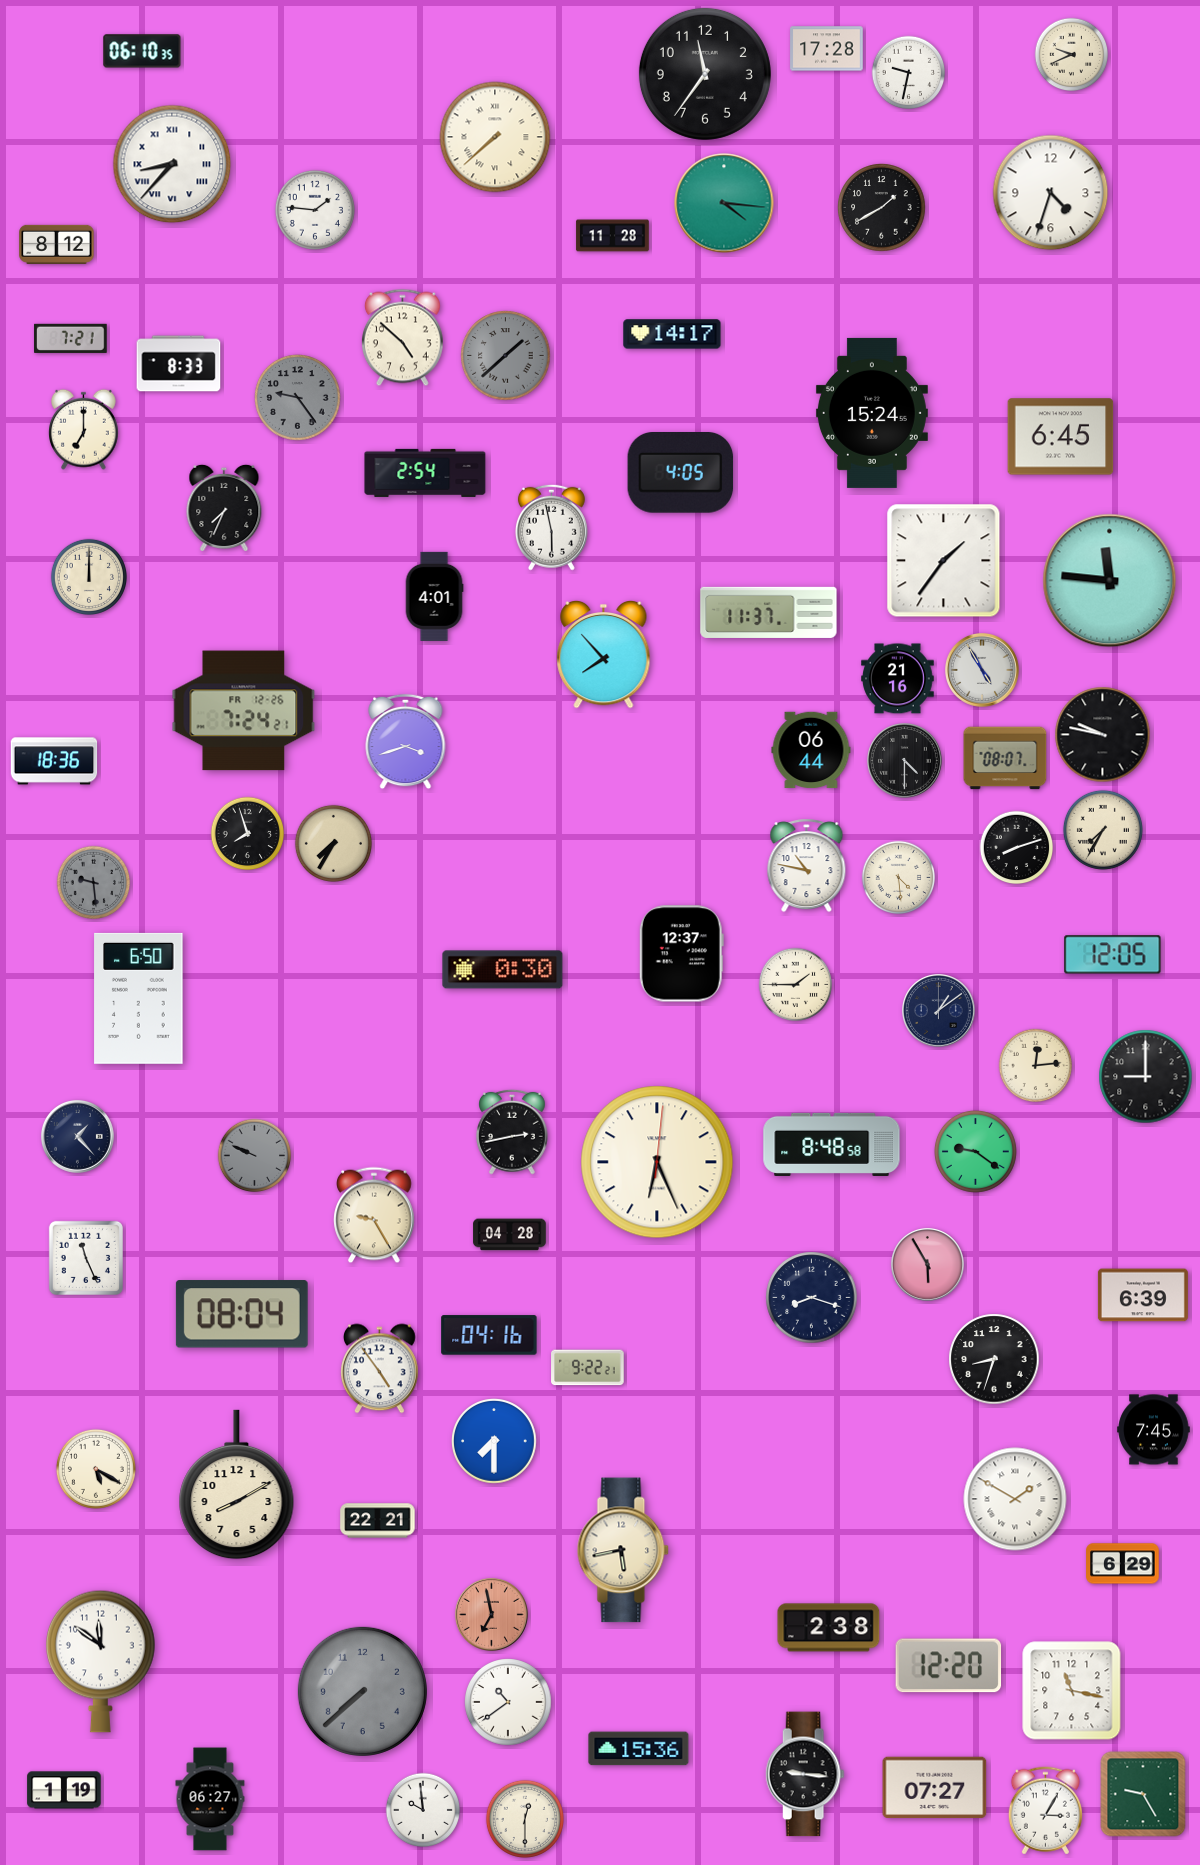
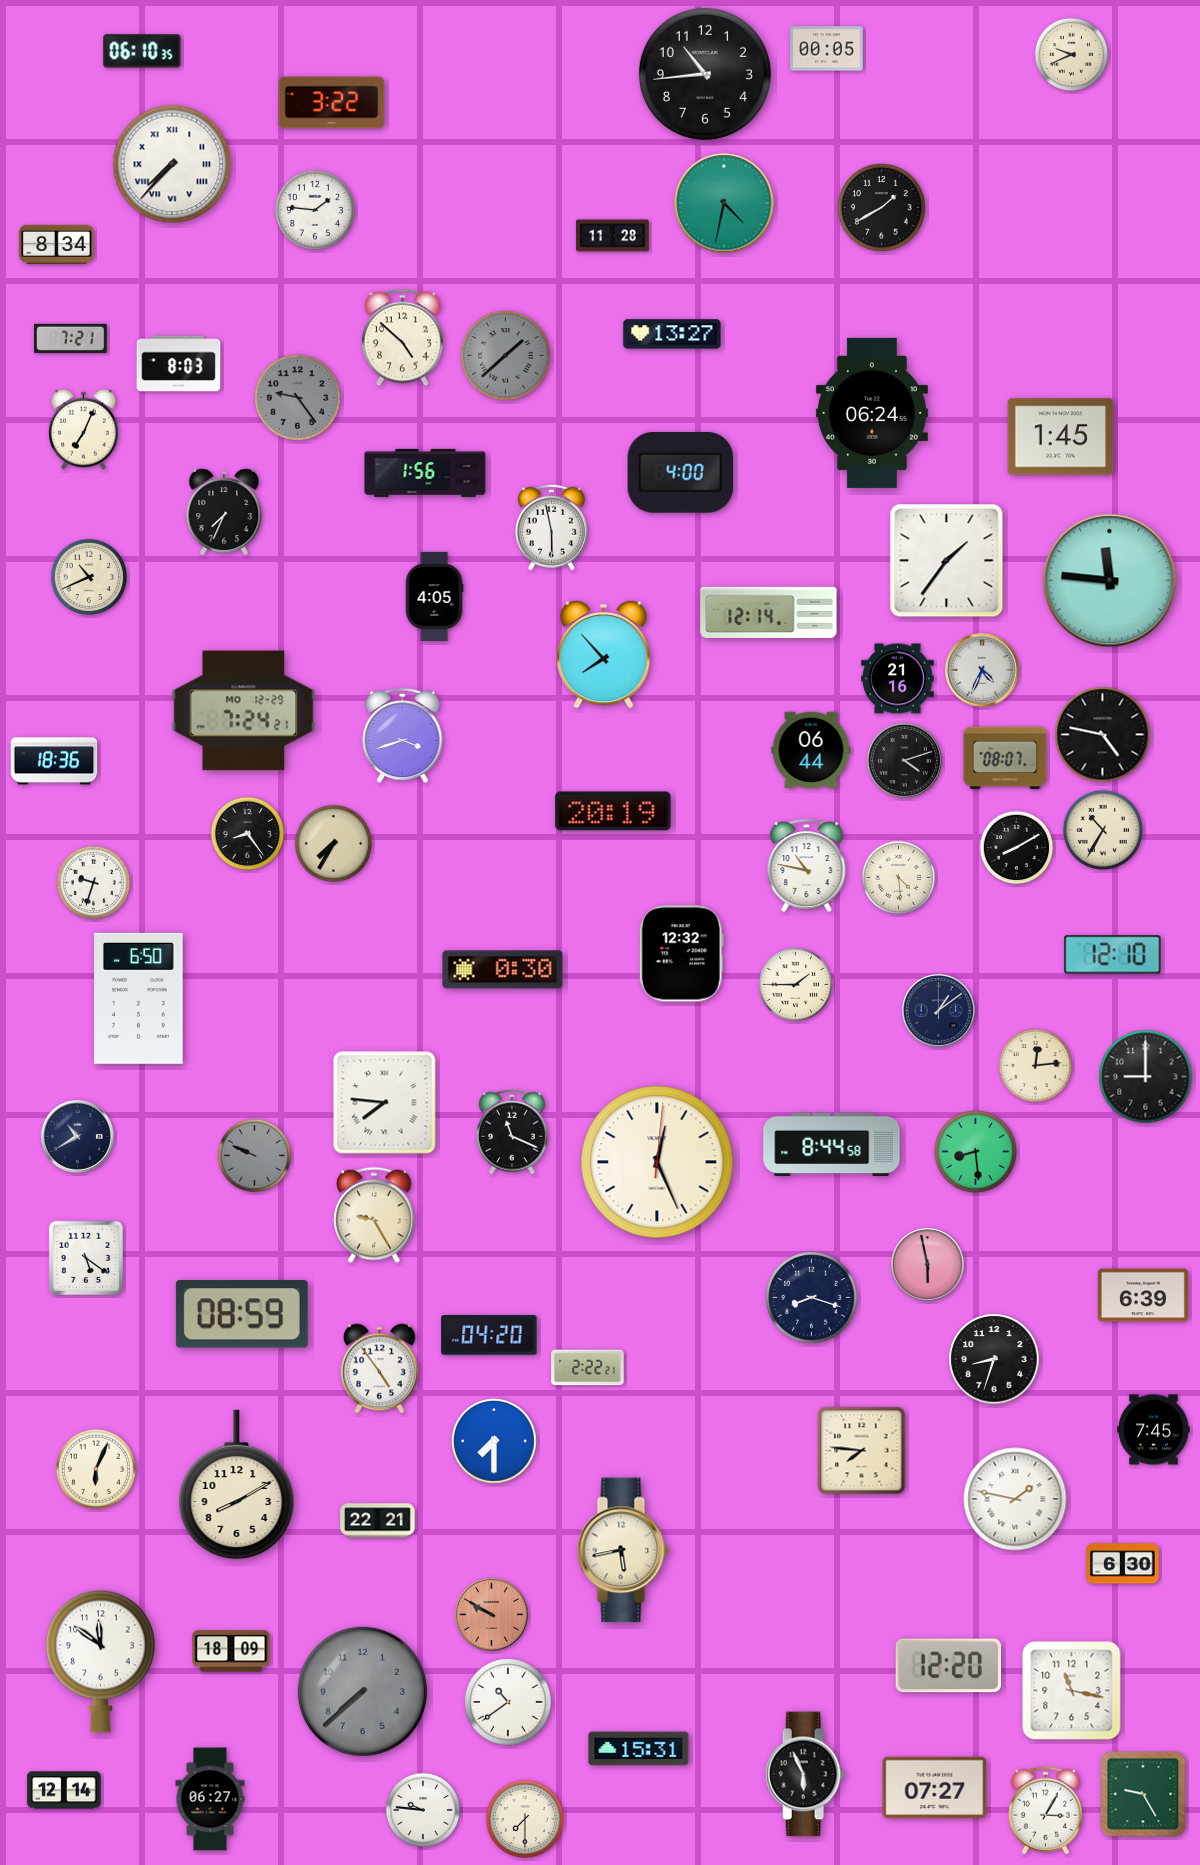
clock at (827, 49): 17:28 -> 00:05
clock at (909, 73): 9:32 -> none
clock at (705, 74): 11:36 -> 10:44
clock at (332, 103): none -> 3:22
clock at (495, 137): 7:38 -> none
clock at (172, 164): 8:37 -> 7:37
clock at (1051, 193): 4:33 -> none
clock at (724, 203): 4:16 -> 4:32
clock at (57, 244): 8:12 -> 8:34
clock at (672, 334): 14:17 -> 13:27
clock at (179, 364): 8:33 -> 8:03
clock at (872, 413): 15:24 -> 06:24
clock at (84, 429): 7:00 -> 7:04
clock at (1061, 437): 6:45 -> 1:45
clock at (425, 473): 2:54 -> 1:56
clock at (681, 473): 4:05 -> 4:00
clock at (224, 507) position: (224, 507) -> (224, 511)
clock at (944, 561) position: (944, 561) -> (947, 561)
clock at (88, 576): 12:00 -> 10:41
clock at (434, 596): 4:01 -> 4:05
clock at (769, 612): 11:37 -> 12:14
clock at (983, 671): 4:55 -> 4:34
clock at (244, 711) date: FR 12-26 -> MO 12-29
clock at (1103, 735): 9:47 -> 4:47
clock at (406, 742) position: (406, 742) -> (403, 736)
clock at (905, 761): 4:30 -> 4:12
clock at (613, 811): none -> 20:19
clock at (1103, 830): 7:35 -> 10:35
clock at (248, 834): 7:57 -> 8:24
clock at (1017, 848): 8:12 -> 8:10
clock at (94, 883): 9:29 -> 9:33
clock at (94, 883) dial: grey -> white
clock at (681, 954): 12:37 -> 12:32
clock at (1113, 955): 12:05 -> 12:10
clock at (385, 1103): none -> 7:46
clock at (513, 1132): 2:43 -> 11:19
clock at (77, 1136): 1:23 -> 10:40
clock at (832, 1144): 8:48 -> 8:44
clock at (975, 1151): 9:21 -> 8:29
clock at (657, 1162): 6:26 -> 12:26
clock at (510, 1235): 04:28 -> none
clock at (86, 1258): 11:26 -> 5:21
clock at (927, 1264): 5:55 -> 5:58
clock at (242, 1314): 08:04 -> 08:59
clock at (489, 1335): 04:16 -> 04:20
clock at (588, 1368): 9:22 -> 2:22
clock at (862, 1451): none -> 7:46
clock at (96, 1469): 5:20 -> 6:04
clock at (1015, 1499): 1:50 -> 1:47
clock at (1123, 1564): 6:29 -> 6:30
clock at (491, 1614): 6:58 -> 9:50
clock at (829, 1628): 2:38 -> none
clock at (231, 1651): none -> 18:09
clock at (639, 1749): 15:36 -> 15:31
clock at (805, 1774): 9:16 -> 5:56
clock at (64, 1790): 1:19 -> 12:14
clock at (423, 1810): 9:59 -> 9:46
clock at (525, 1819): 12:30 -> 7:30
